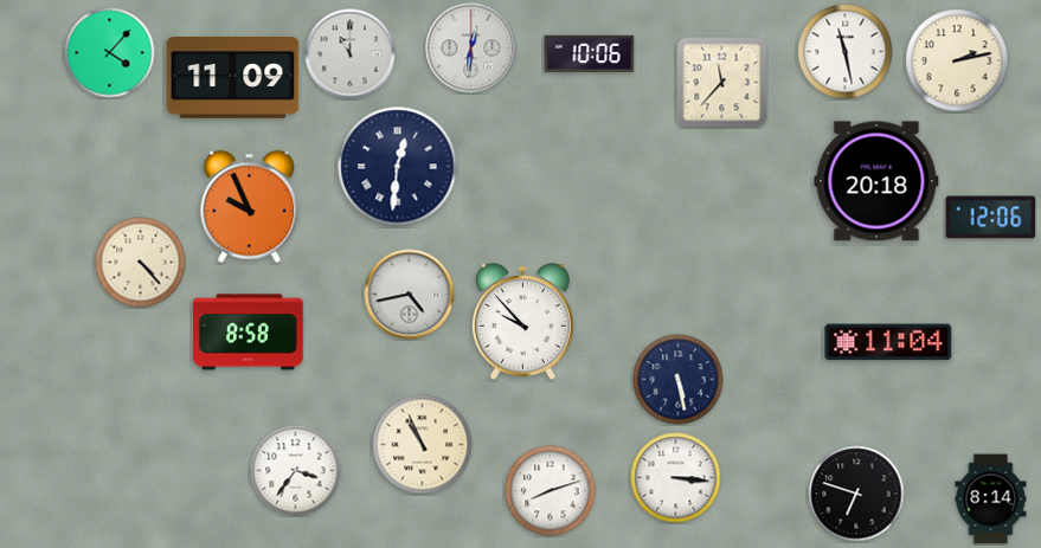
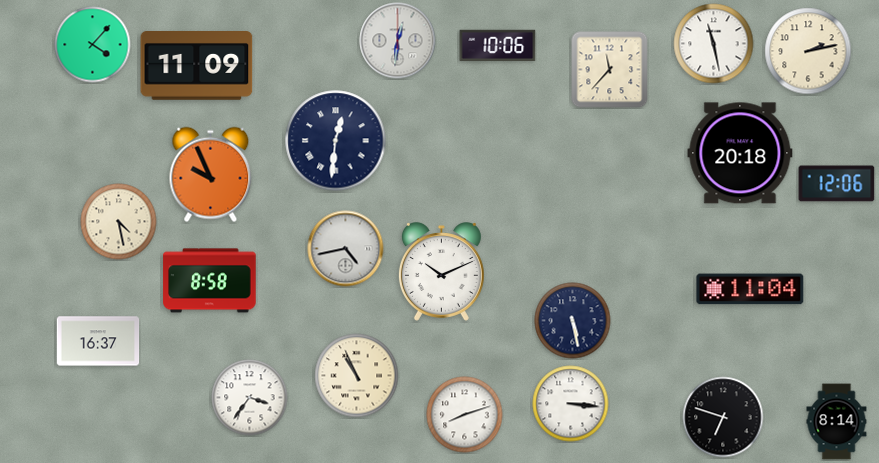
clock at (351, 54): 11:00 -> none
clock at (141, 263): 4:23 -> 4:28
clock at (522, 322): 9:53 -> 10:11
clock at (98, 341): none -> 16:37
